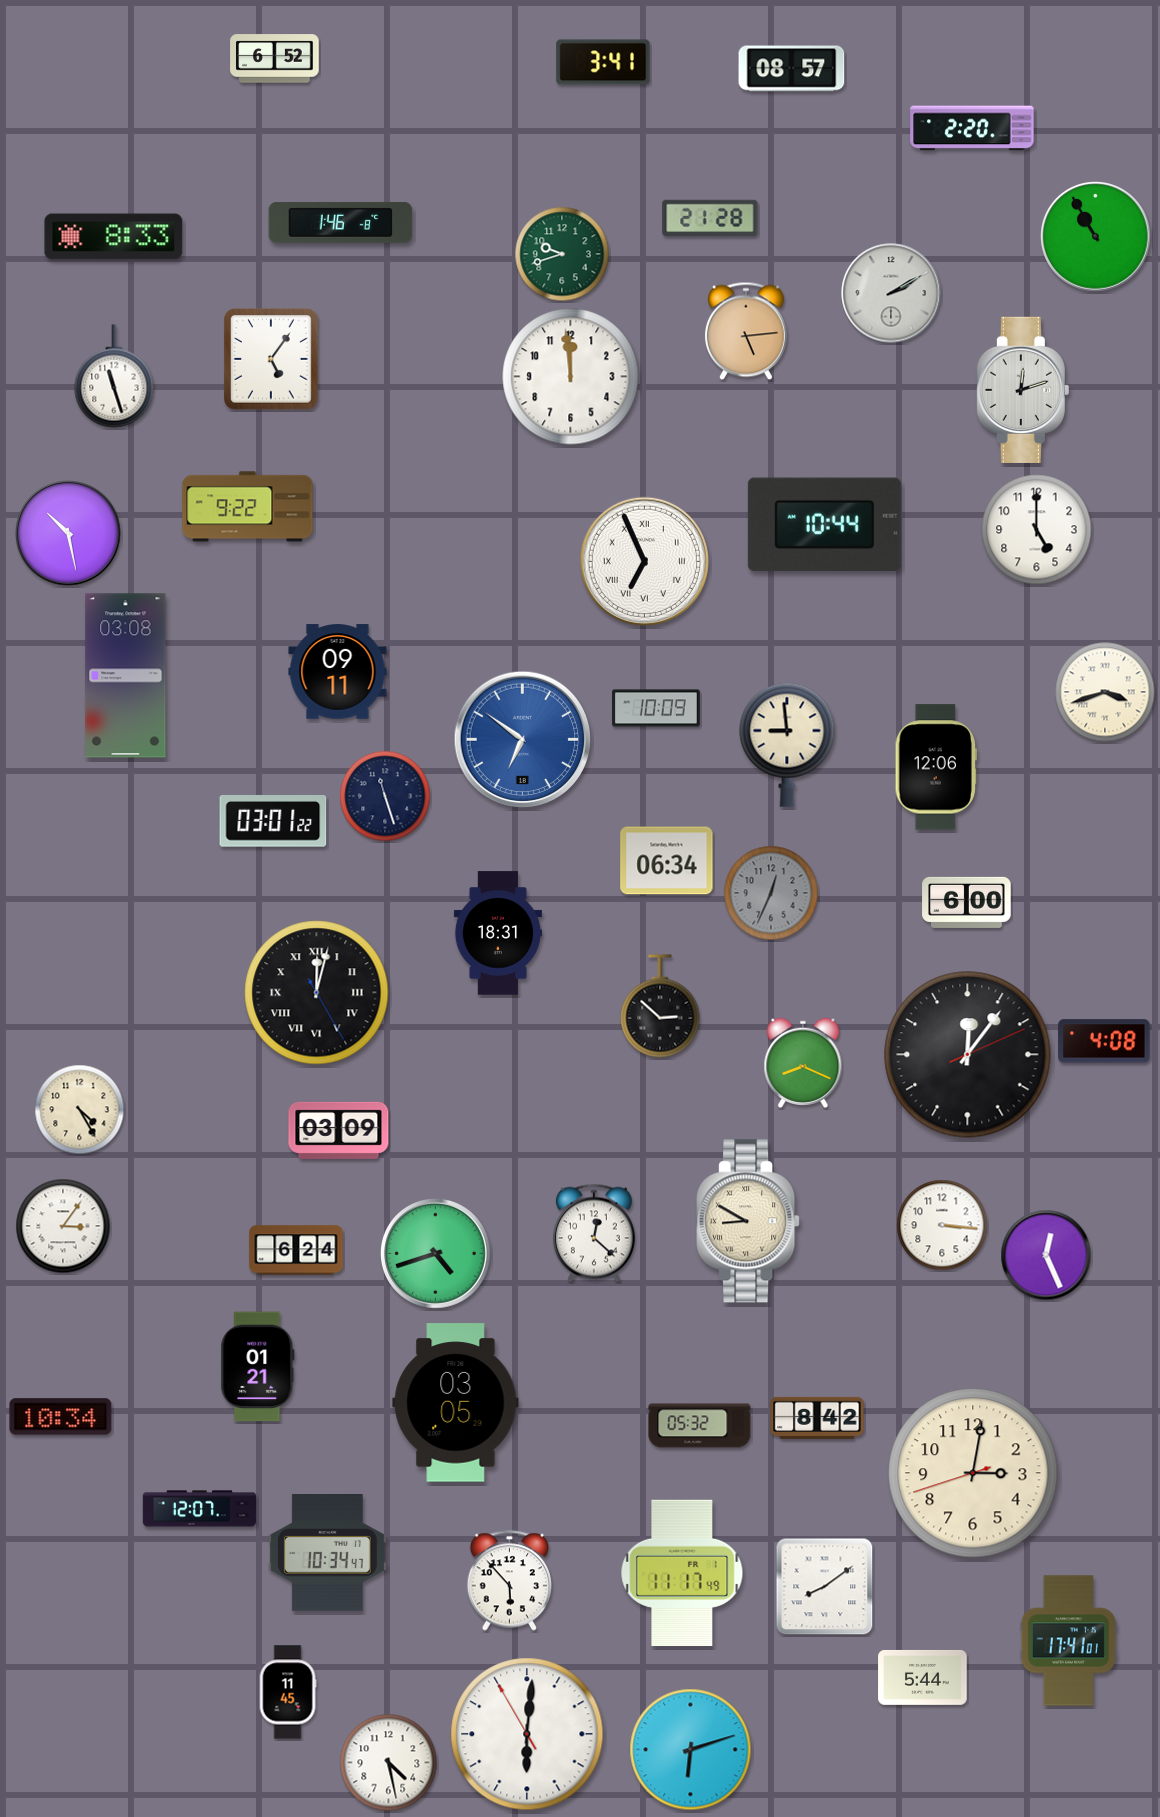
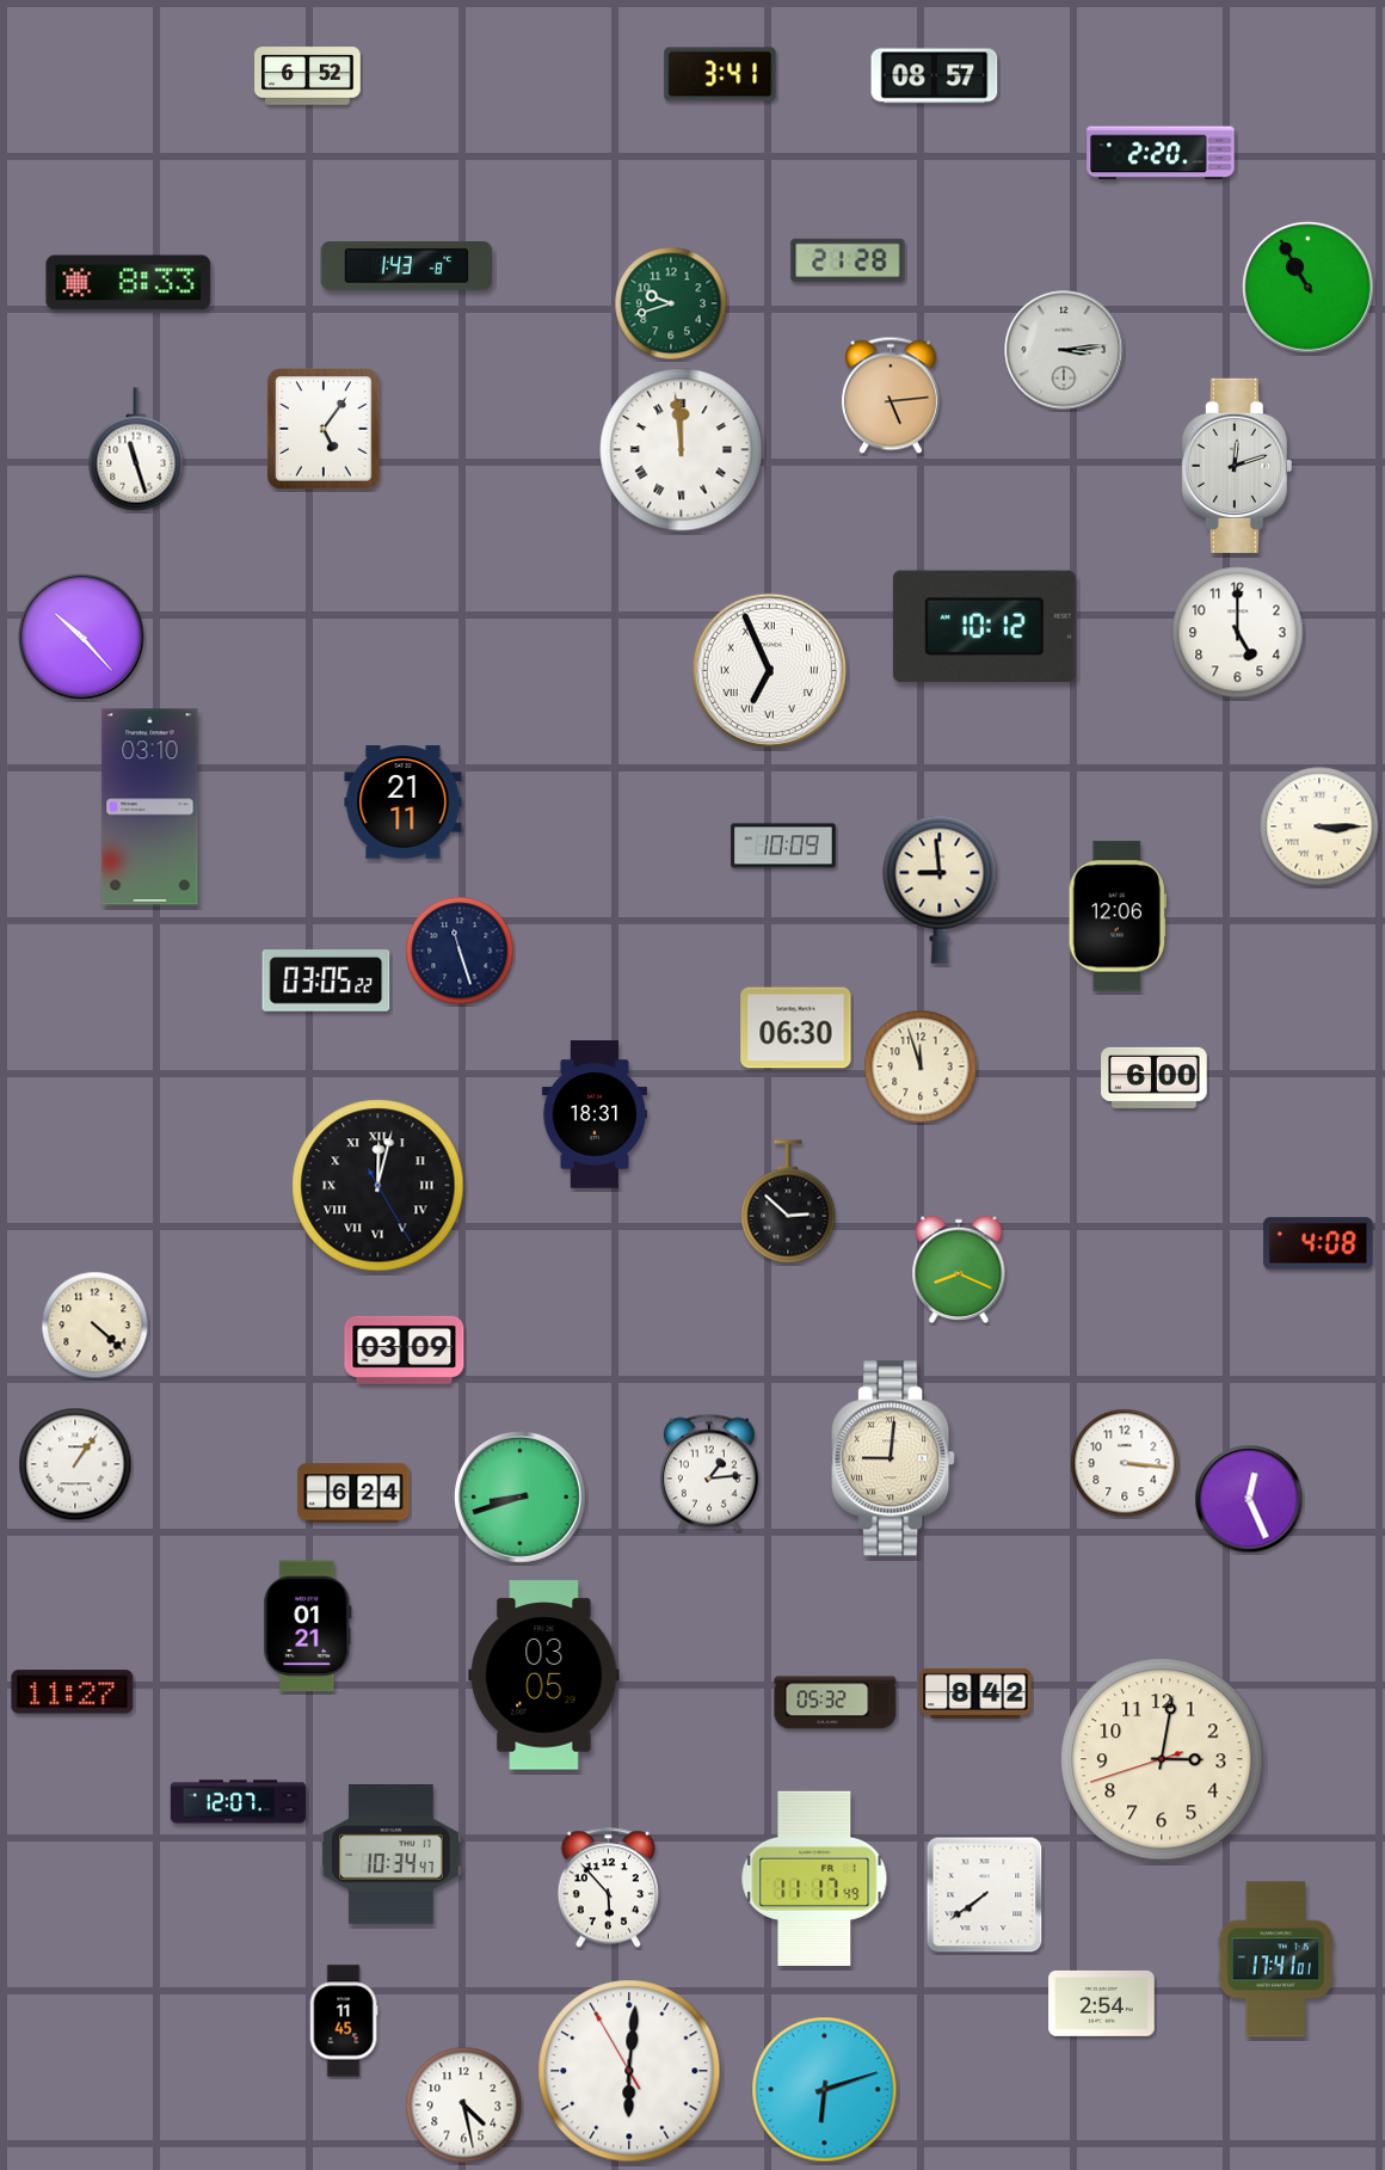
clock at (275, 59) position: (275, 59) -> (308, 76)
clock at (792, 69) position: (792, 69) -> (935, 76)
clock at (341, 222): 1:46 -> 1:43
clock at (114, 237) position: (114, 237) -> (129, 283)
clock at (1096, 237) position: (1096, 237) -> (1309, 288)
clock at (891, 293): 2:10 -> 3:14
clock at (571, 377) numerals: Arabic -> Roman
clock at (1023, 390) position: (1023, 390) -> (1237, 466)
clock at (248, 507): 9:22 -> none
clock at (824, 525): 10:44 -> 10:12
clock at (68, 533): 10:28 -> 10:23
clock at (338, 672): 09:11 -> 21:11
clock at (126, 676): 03:08 -> 03:10
clock at (1105, 692): 3:42 -> 3:15
clock at (523, 740): 6:51 -> none
clock at (273, 822): 03:01 -> 03:05
clock at (667, 861): 06:34 -> 06:30
clock at (771, 893): 12:34 -> 11:57
clock at (771, 893) dial: grey -> cream
clock at (968, 1055): 12:06 -> none
clock at (80, 1110): 4:25 -> 4:22
clock at (748, 1221): 8:50 -> 9:01
clock at (63, 1226): 3:06 -> 1:06
clock at (594, 1233): 12:22 -> 1:14
clock at (436, 1254): 4:42 -> 8:42
clock at (258, 1367) position: (258, 1367) -> (308, 1627)
clock at (61, 1417): 10:34 -> 11:27
clock at (825, 1587): 8:09 -> 7:39
clock at (923, 1677): 5:44 -> 2:54
